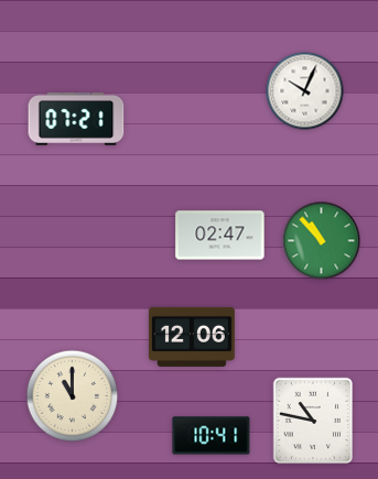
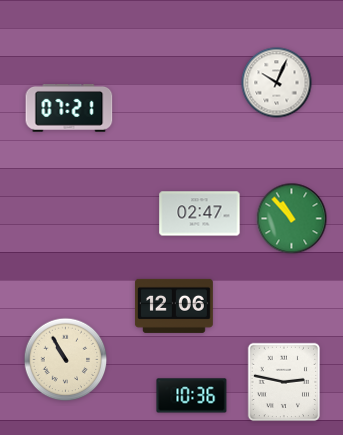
clock at (73, 396): 11:00 -> 10:55
clock at (313, 421): 10:47 -> 2:47
clock at (212, 436): 10:41 -> 10:36
